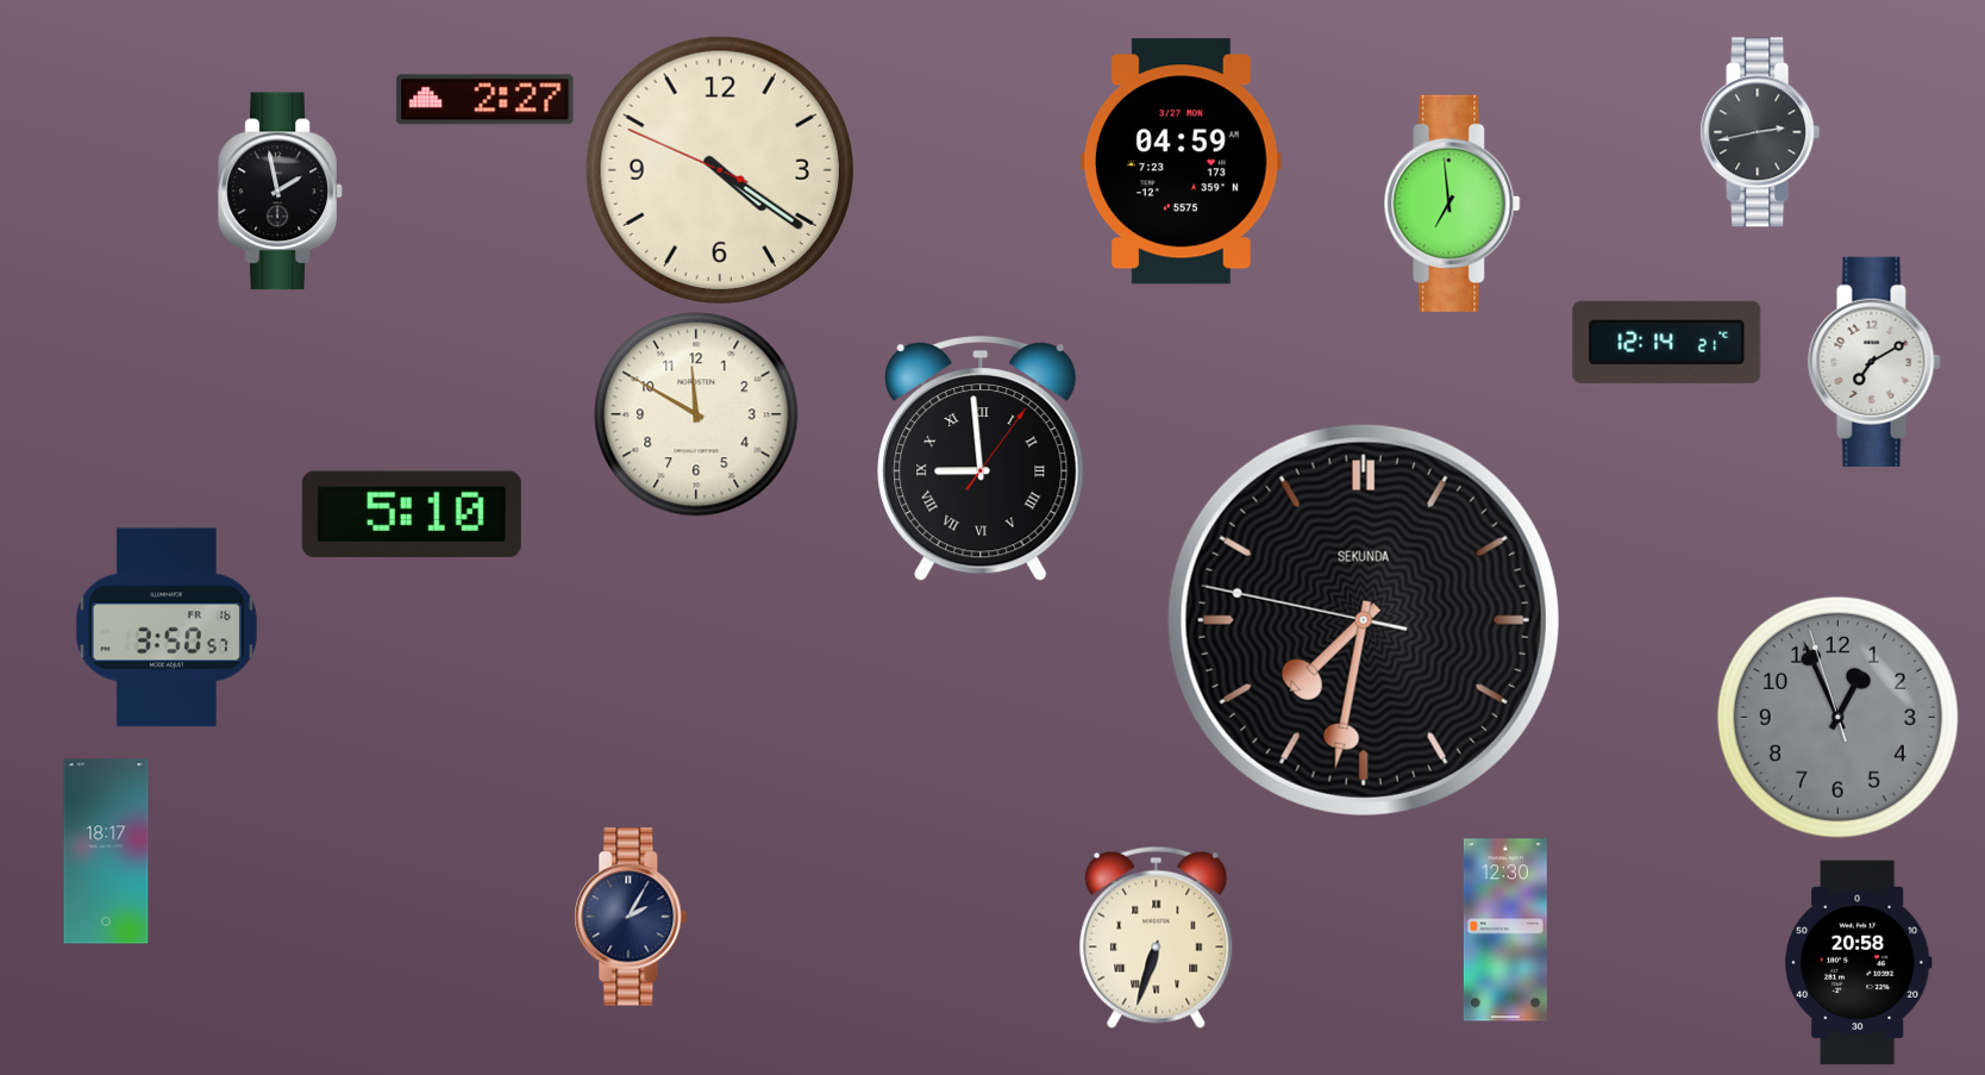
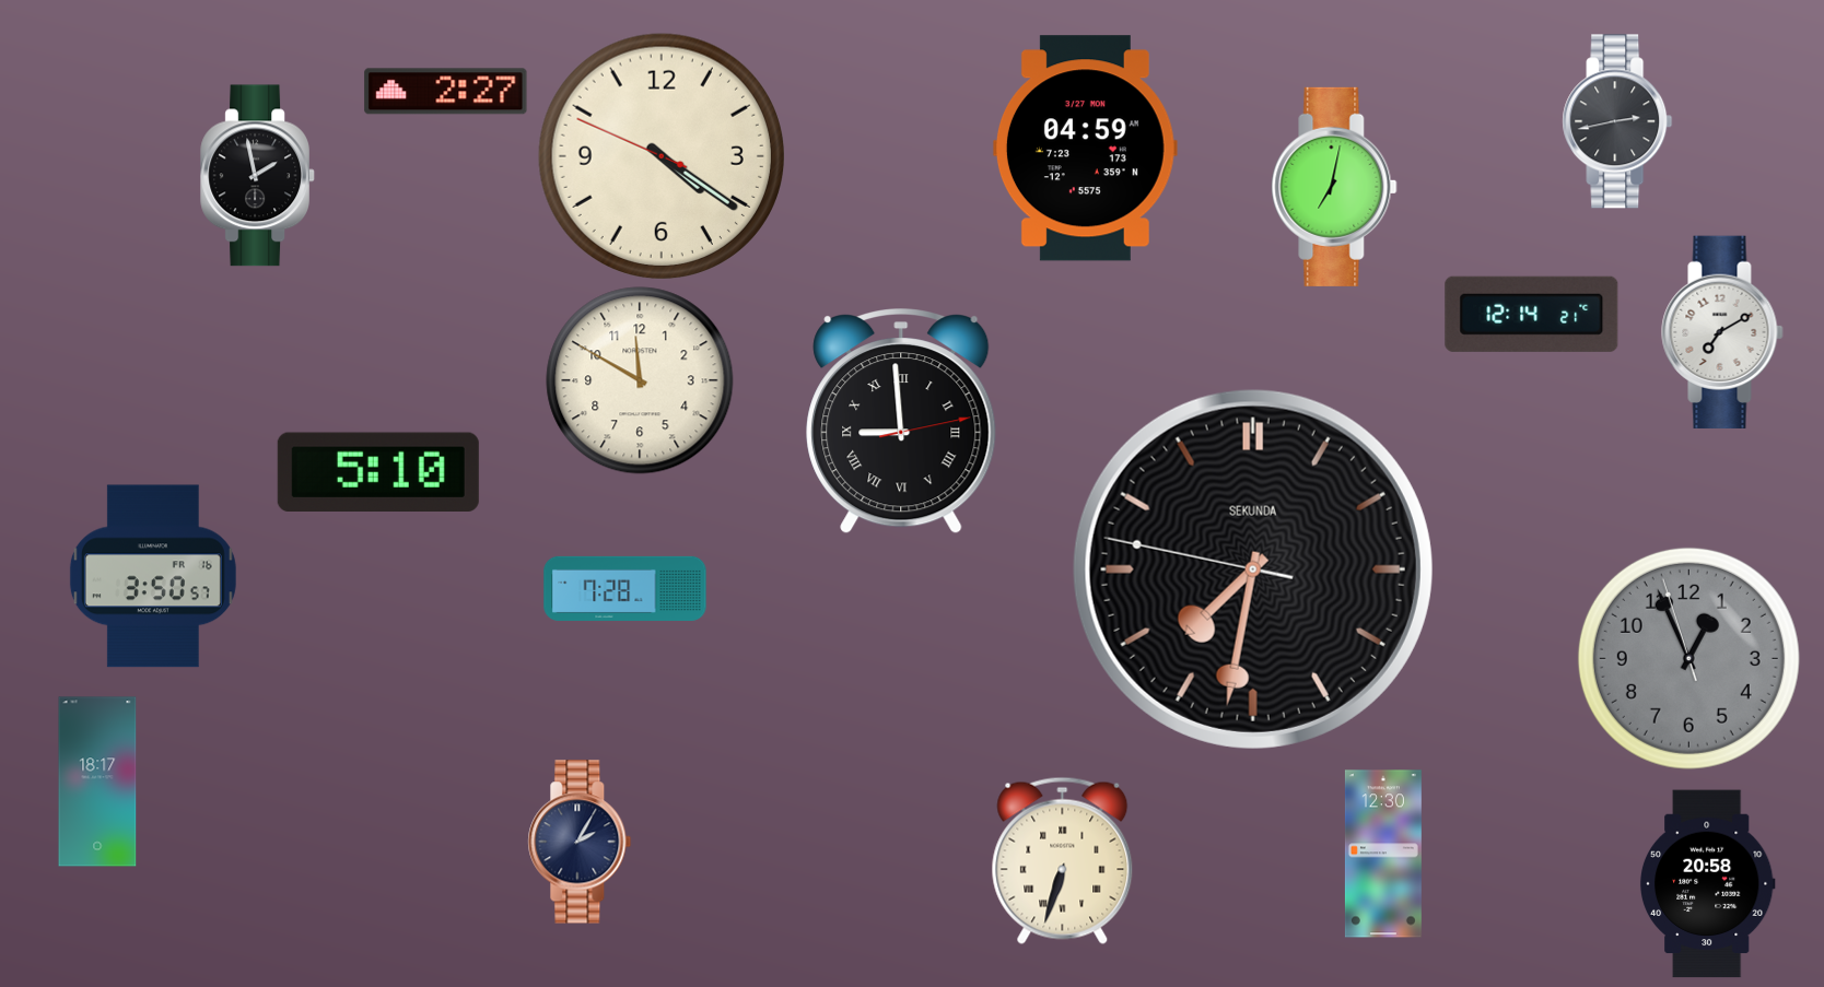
clock at (1452, 204): 6:59 -> 7:02
clock at (981, 460): 8:59:06 -> 8:59:13
clock at (625, 588): none -> 7:28
